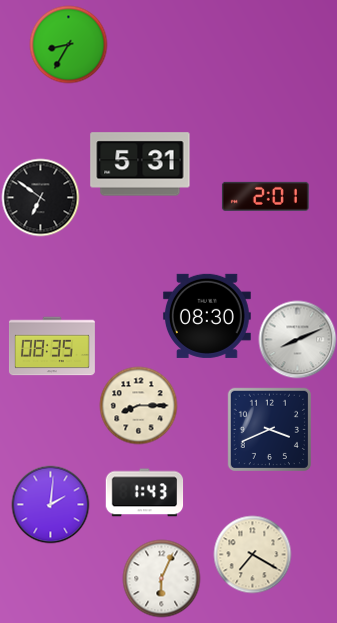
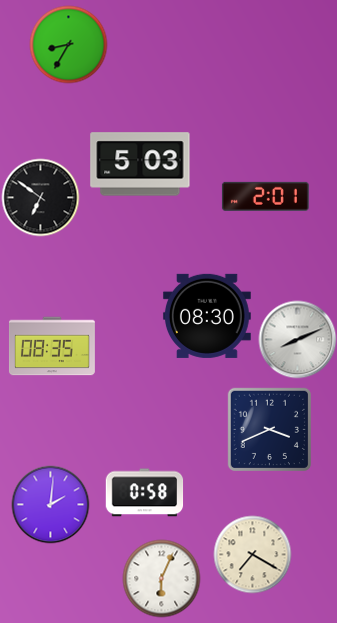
clock at (140, 164): 5:31 -> 5:03
clock at (138, 405): 8:15 -> none
clock at (144, 493): 1:43 -> 0:58
